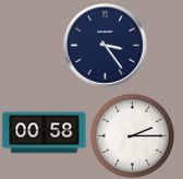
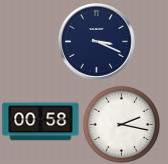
clock at (106, 46): 3:24 -> 3:19
clock at (132, 135): 2:15 -> 2:17
